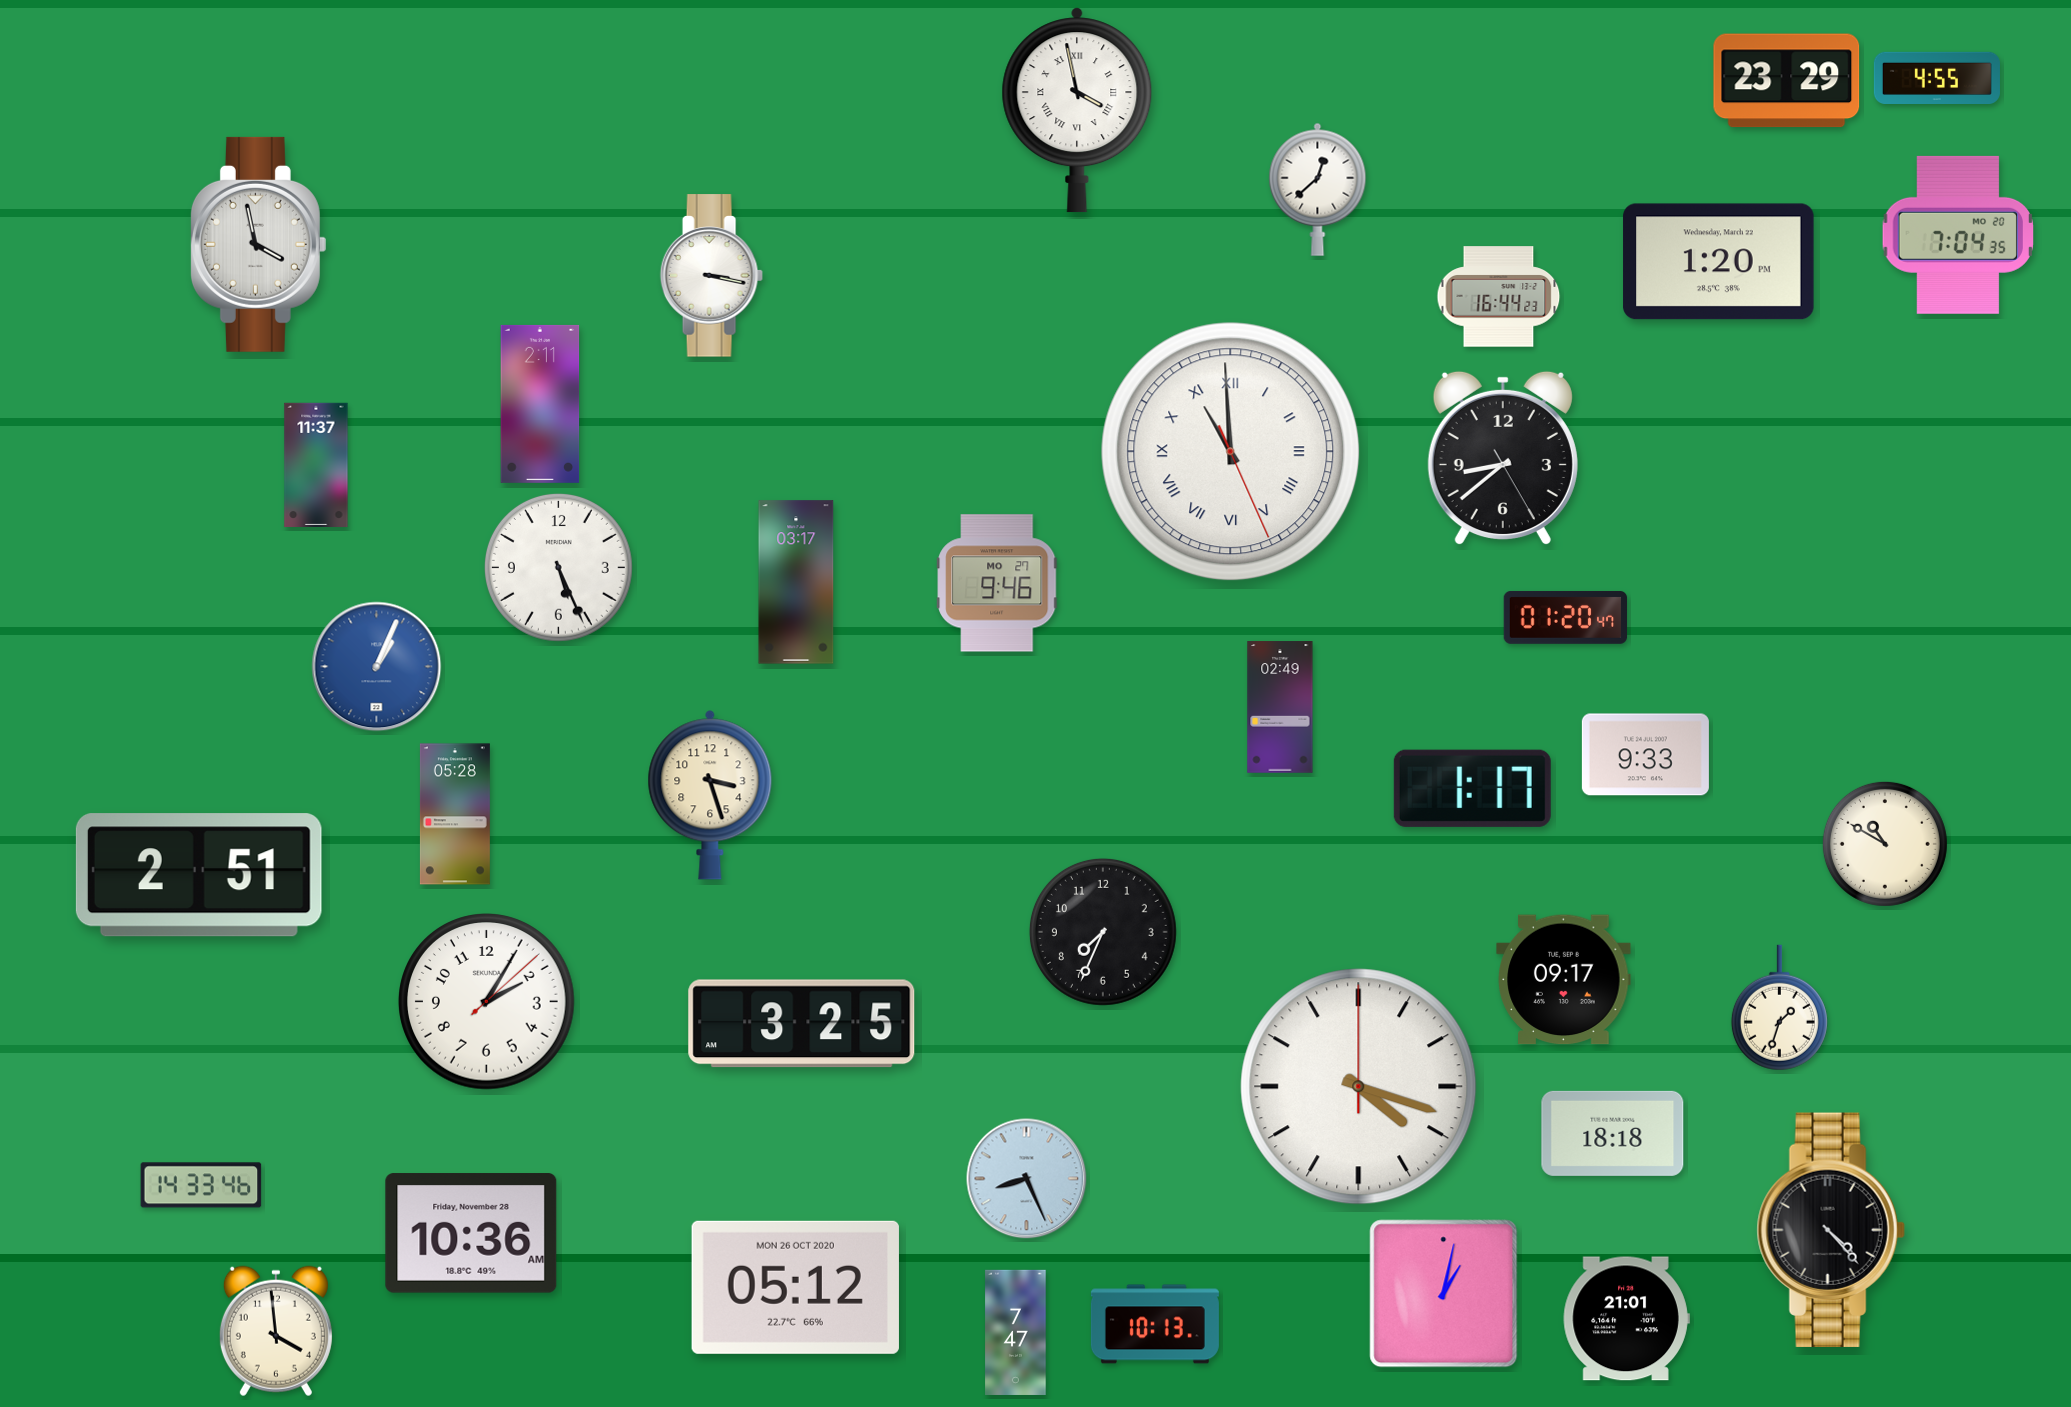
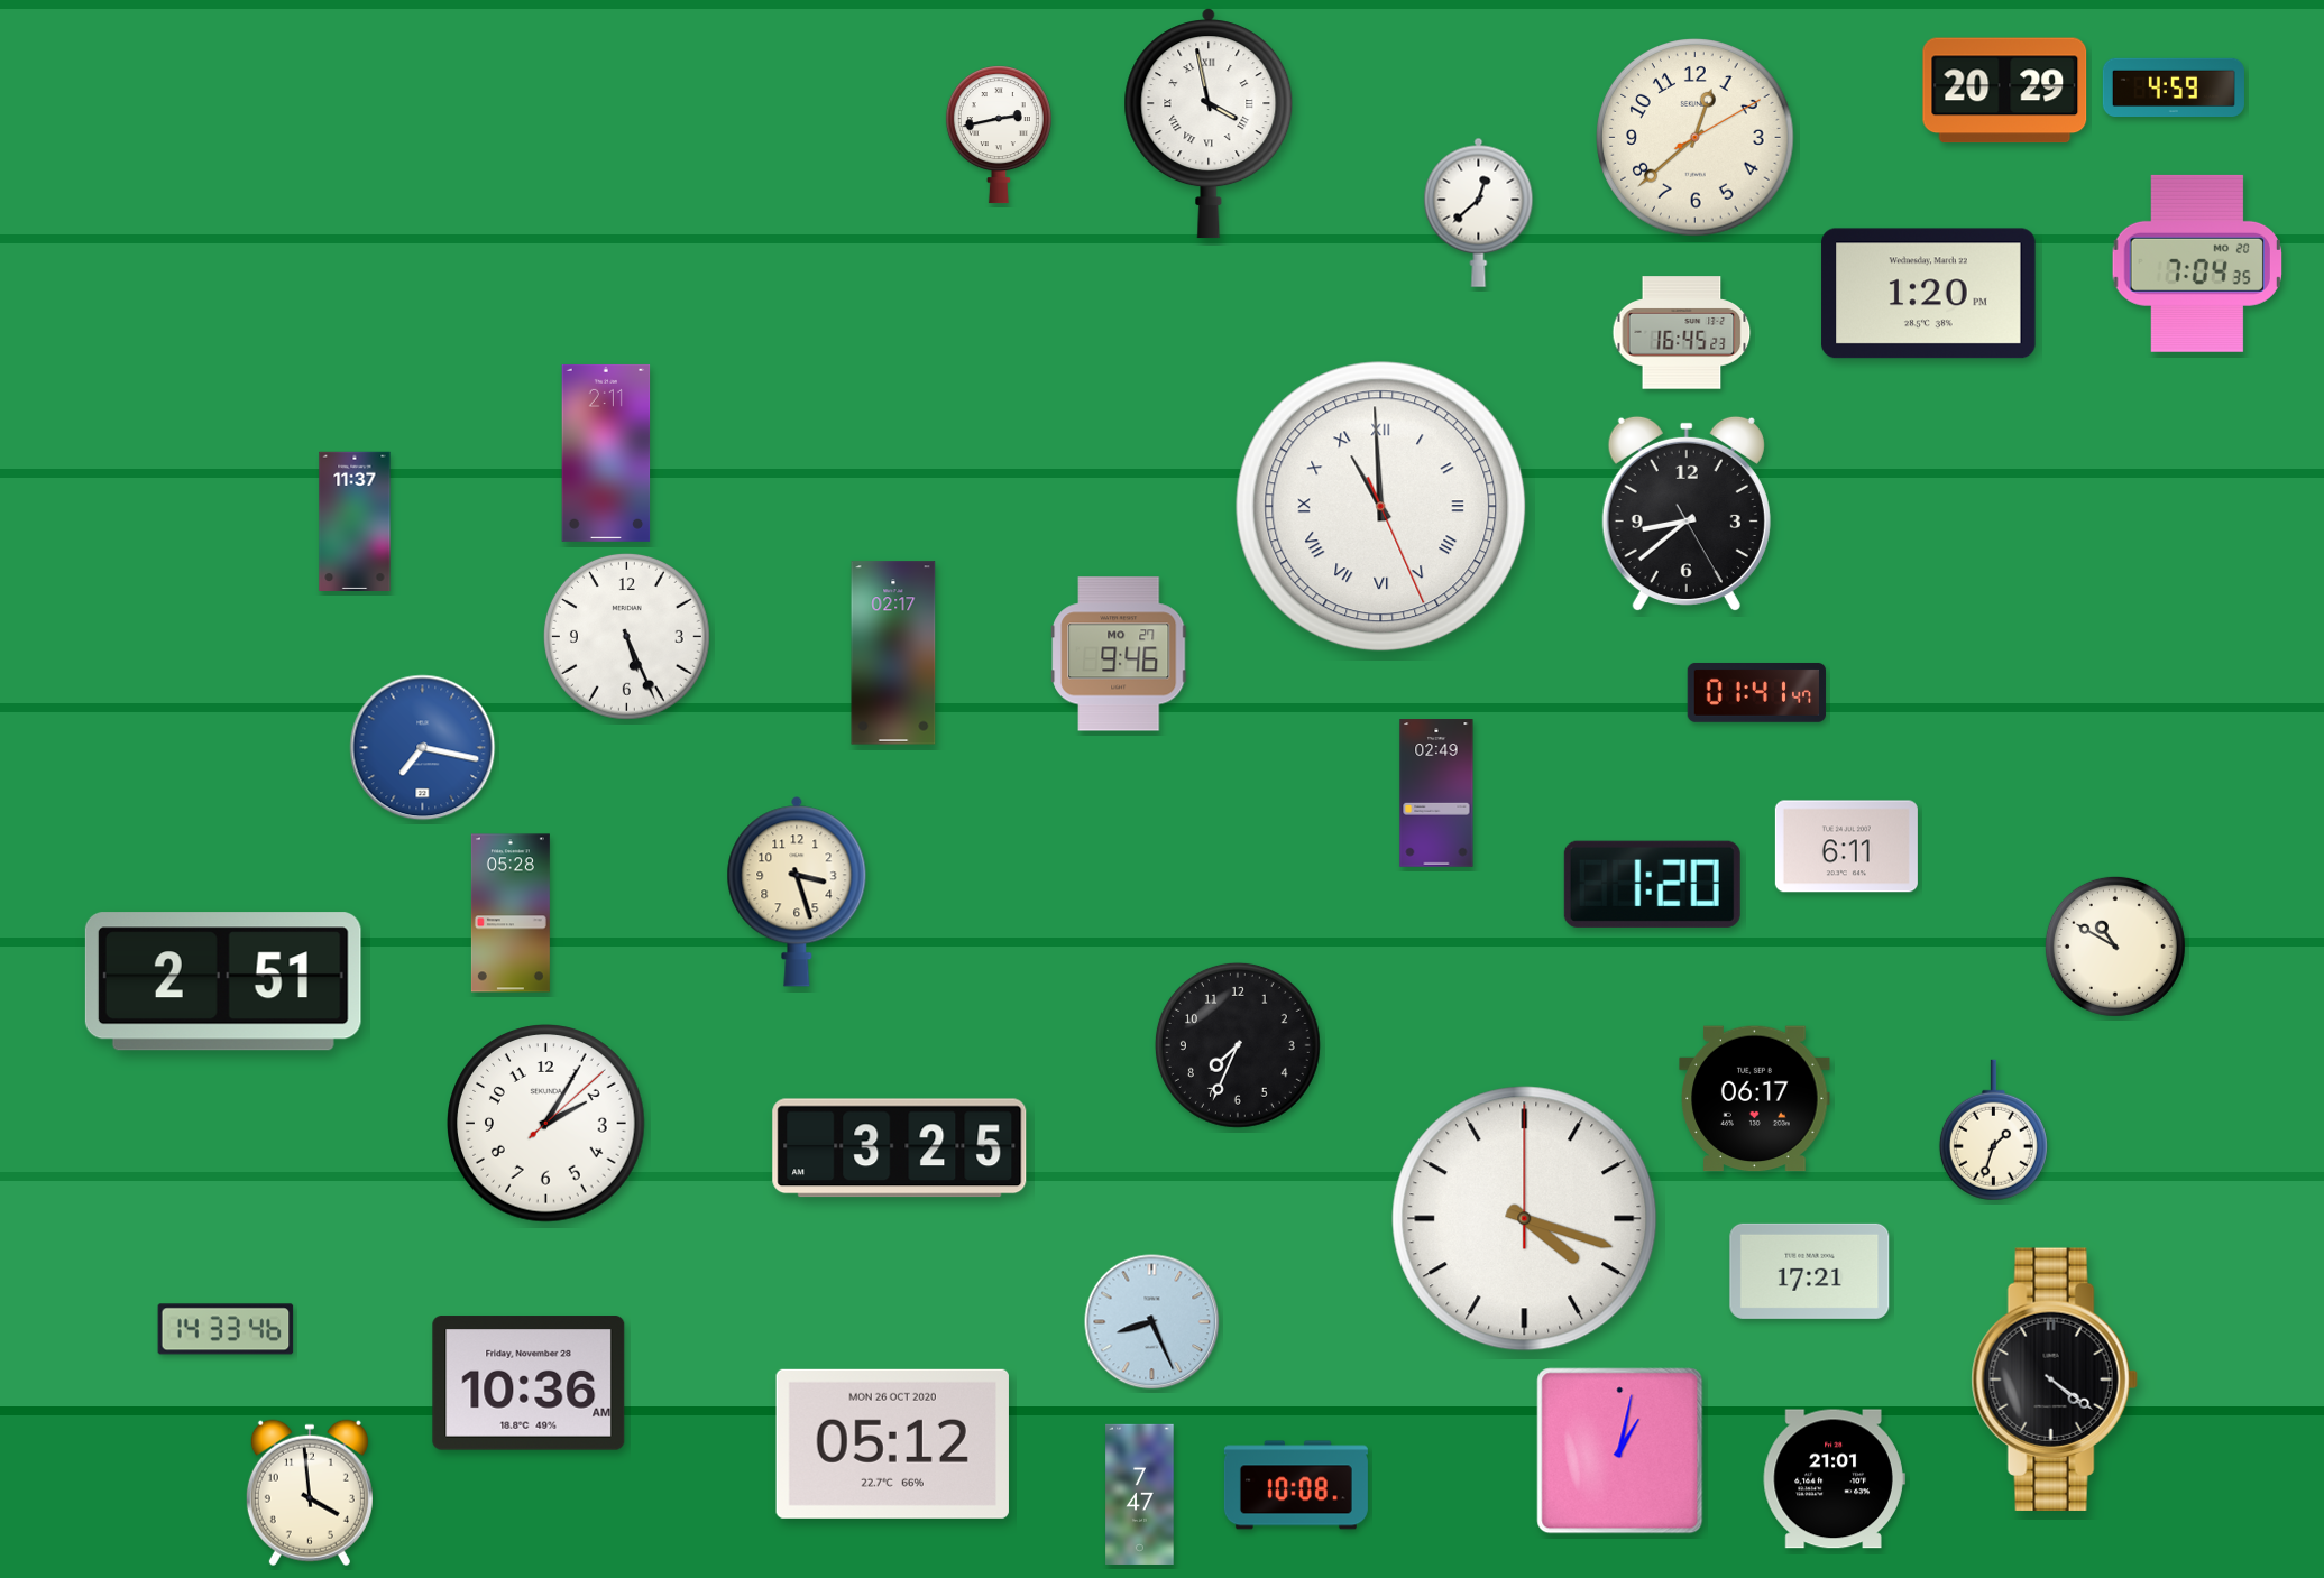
clock at (1937, 77): 4:55 -> 4:59
clock at (1787, 81): 23:29 -> 20:29
clock at (999, 135): none -> 2:43
clock at (1696, 138): none -> 12:38
clock at (258, 244): 3:58 -> none
clock at (711, 276): 3:17 -> none
clock at (1499, 297): 16:44 -> 16:45
clock at (796, 582): 03:17 -> 02:17
clock at (1566, 617): 01:20 -> 01:41
clock at (377, 667): 1:04 -> 7:17
clock at (1645, 755): 9:33 -> 6:11
clock at (1472, 788): 1:17 -> 1:20
clock at (1564, 980): 09:17 -> 06:17
clock at (1779, 1008) position: (1779, 1008) -> (1993, 1131)
clock at (1613, 1133): 18:18 -> 17:21
clock at (1831, 1229): 4:23 -> 4:21
clock at (1626, 1319) position: (1626, 1319) -> (1834, 1479)
clock at (1155, 1324): 10:13 -> 10:08
